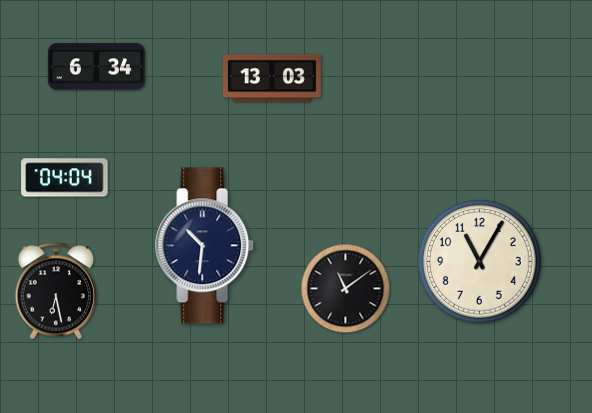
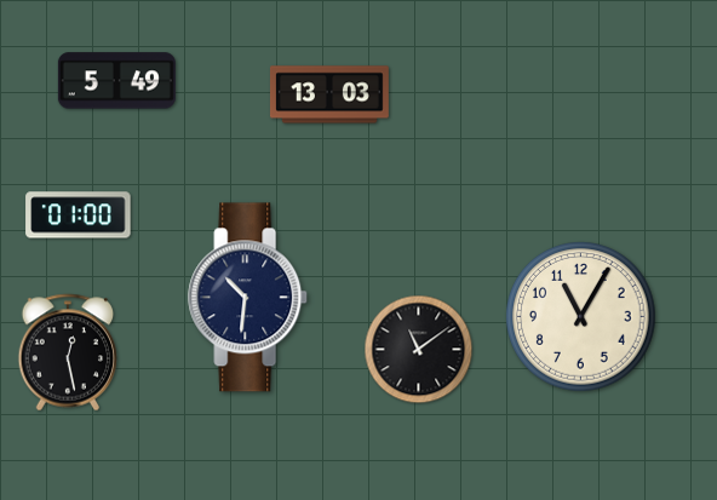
clock at (96, 67): 6:34 -> 5:49
clock at (65, 178): 04:04 -> 01:00
clock at (56, 291): 6:28 -> 12:28
